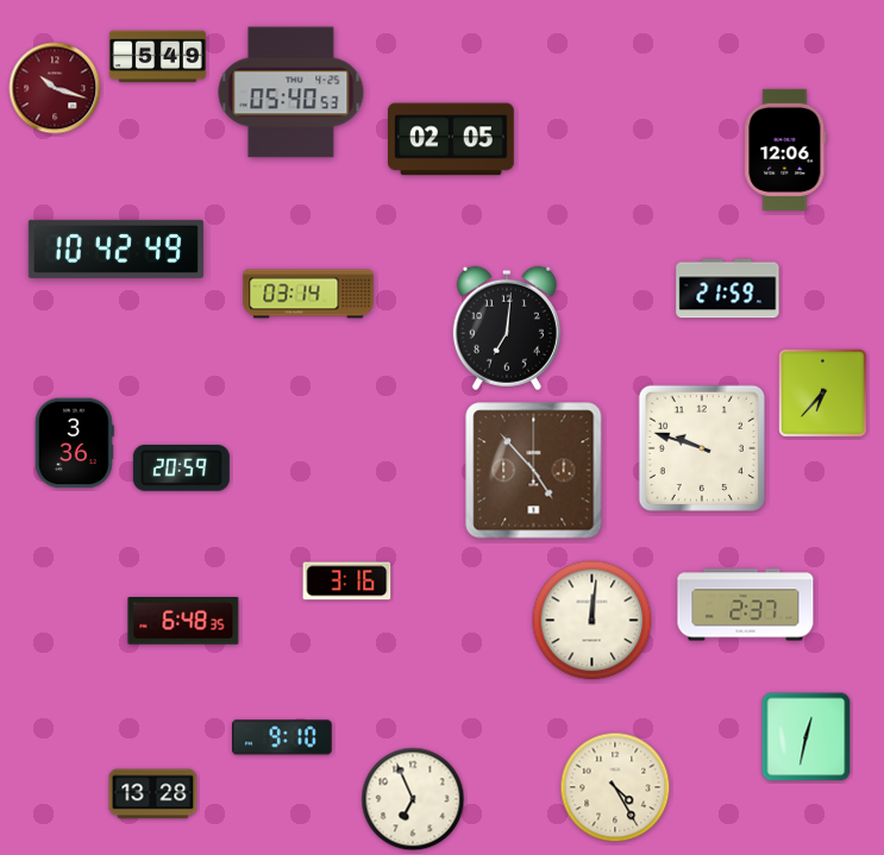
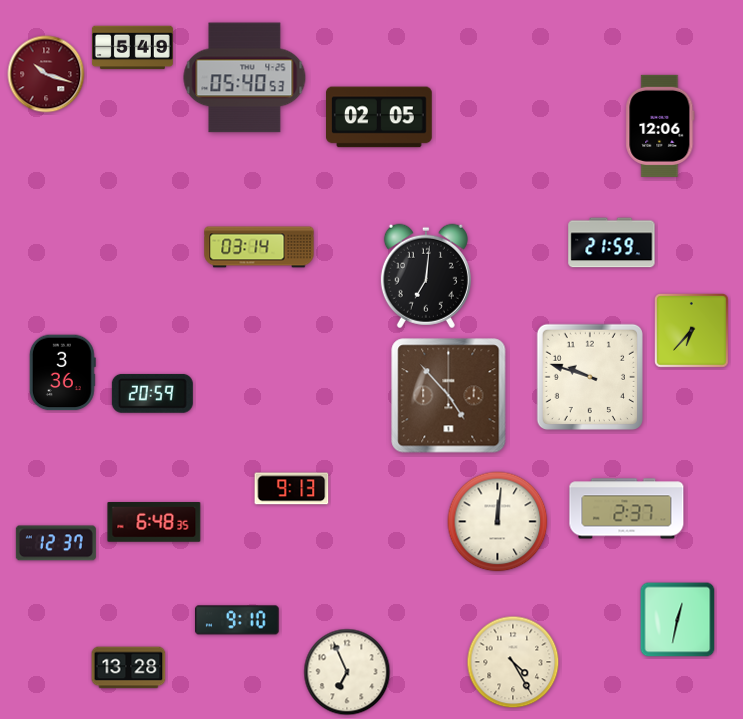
clock at (115, 249): 10:42 -> none
clock at (347, 581): 3:16 -> 9:13
clock at (56, 543): none -> 12:37
clock at (615, 787) position: (615, 787) -> (513, 662)
